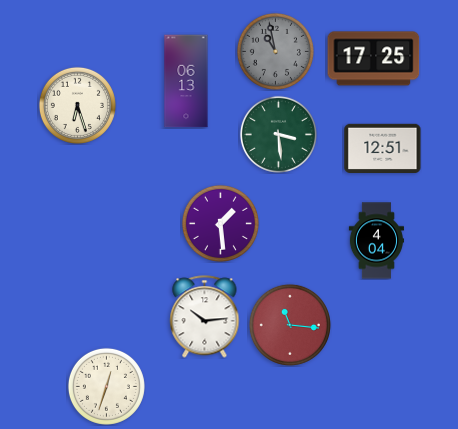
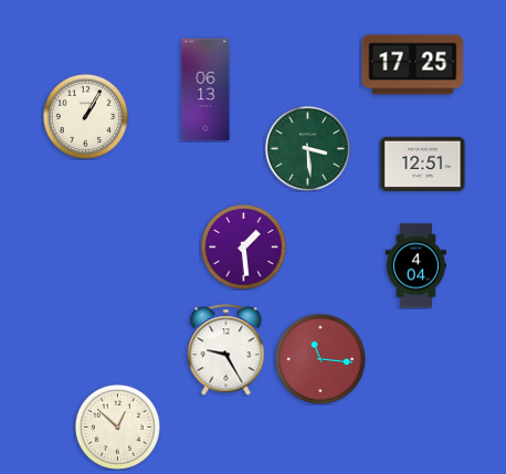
clock at (275, 51): 10:58 -> none
clock at (77, 105): 6:27 -> 1:05
clock at (205, 317): 10:14 -> 9:25
clock at (106, 386): 12:33 -> 12:52
